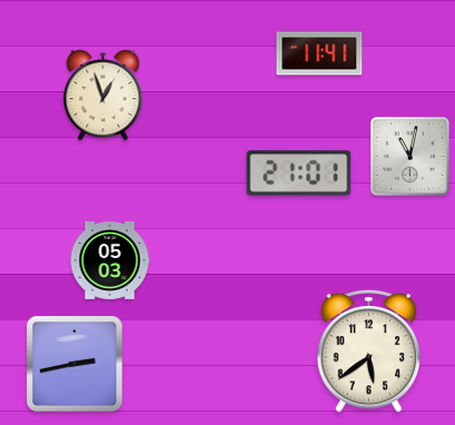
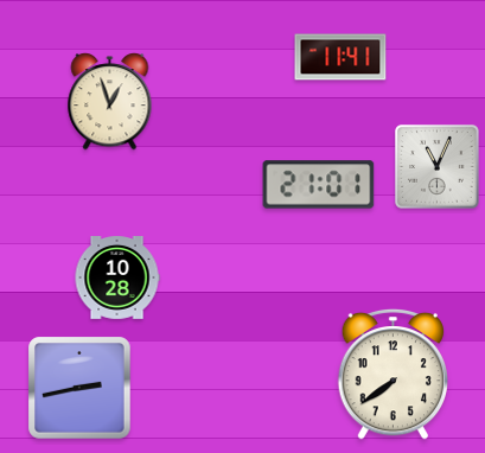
clock at (411, 157): 11:02 -> 11:04
clock at (110, 261): 05:03 -> 10:28
clock at (369, 350): 5:39 -> 7:39
